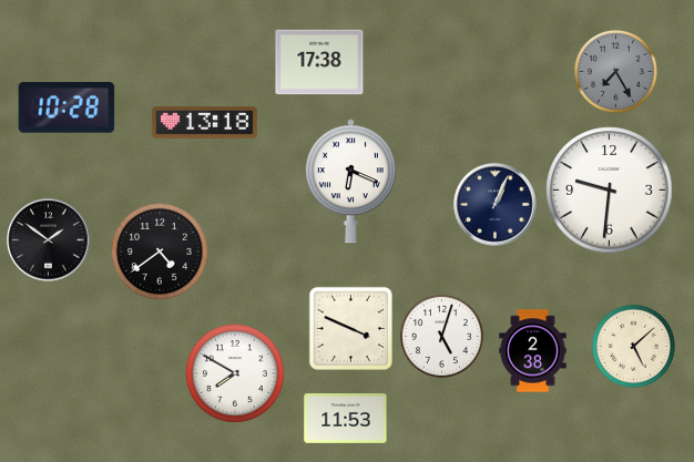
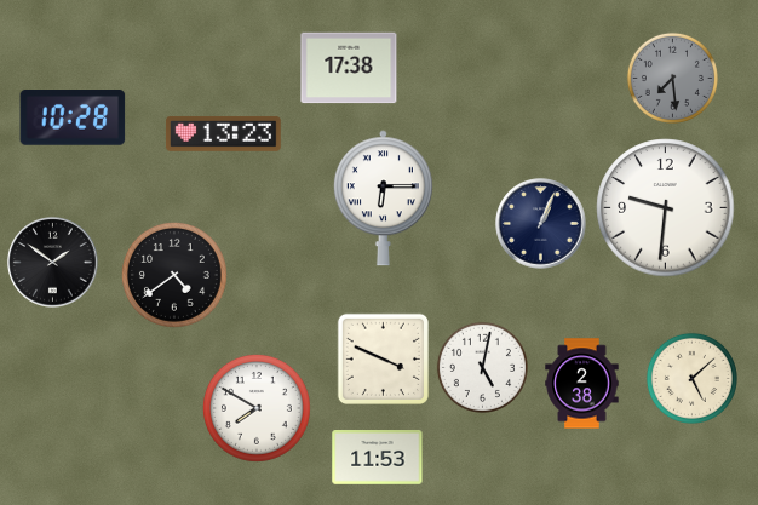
clock at (615, 71): 7:25 -> 7:29
clock at (204, 122): 13:18 -> 13:23
clock at (350, 182): 6:19 -> 6:15
clock at (441, 336): 5:03 -> 5:02
